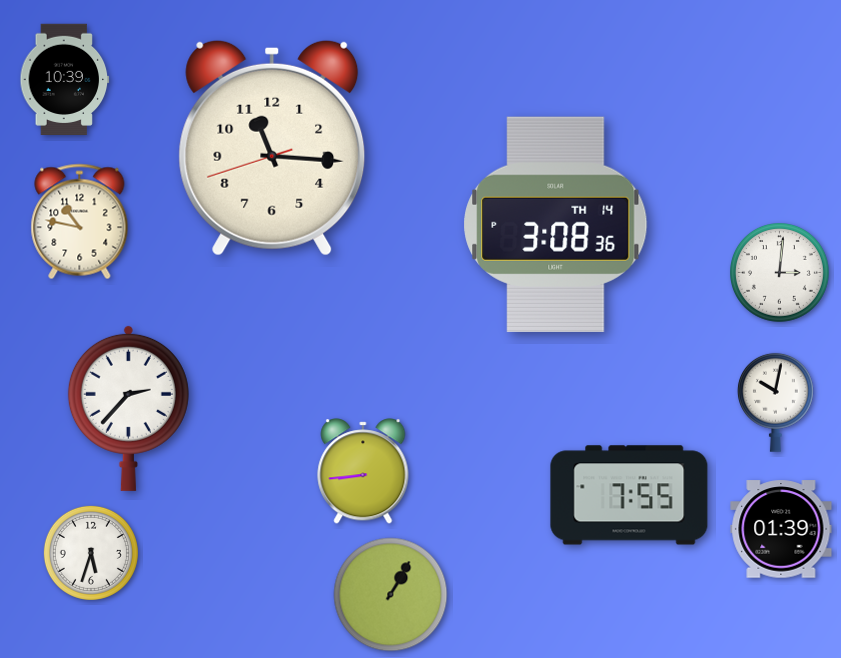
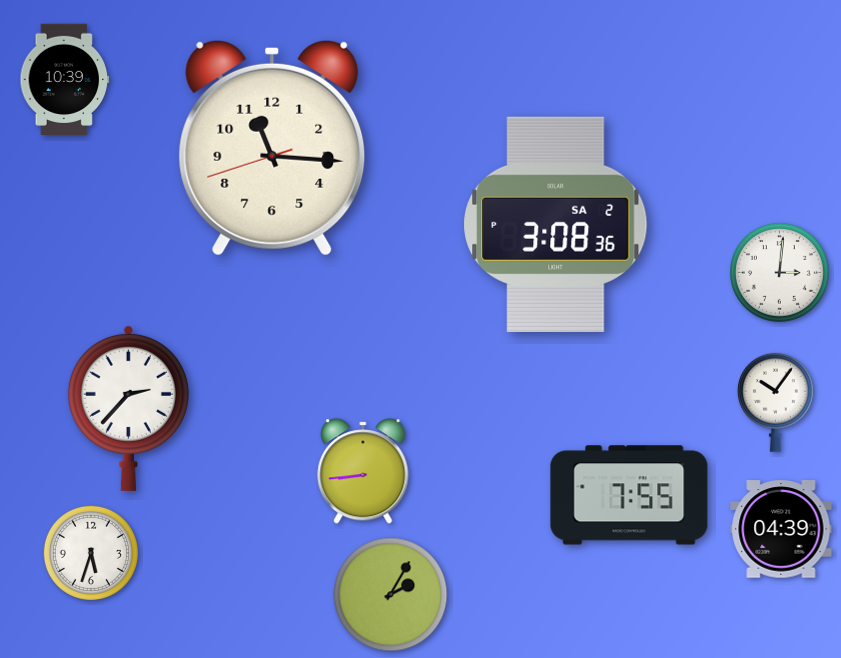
clock at (80, 222): 10:47 -> none
clock at (556, 224) date: TH 14 -> SA 2
clock at (775, 402): 10:02 -> 10:06
clock at (781, 529): 01:39 -> 04:39
clock at (391, 595): 1:05 -> 2:05
